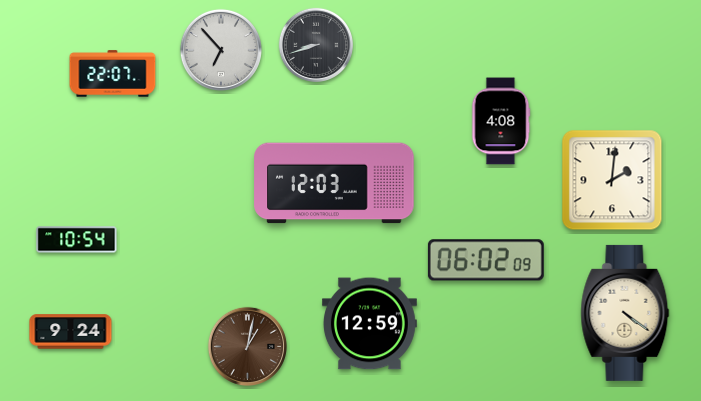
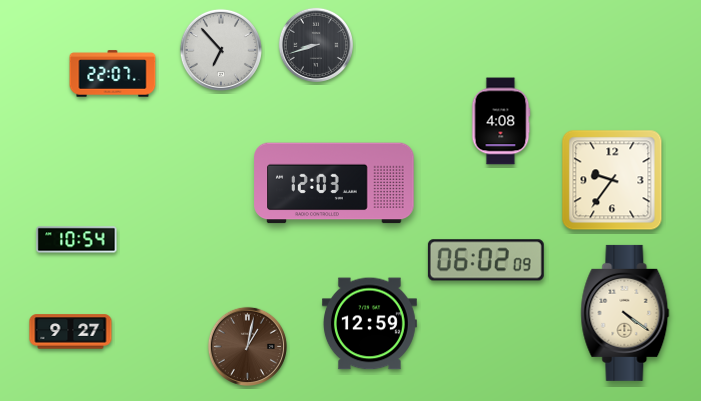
clock at (612, 180): 2:01 -> 9:36
clock at (71, 332): 9:24 -> 9:27
